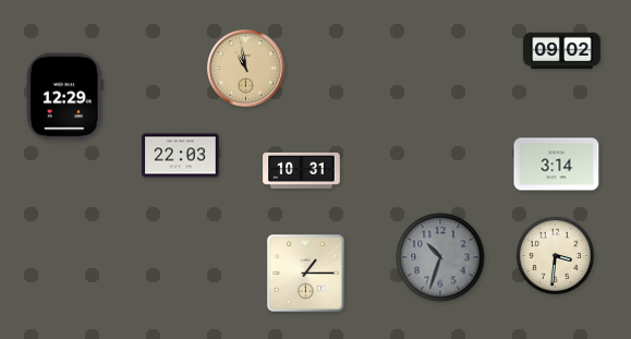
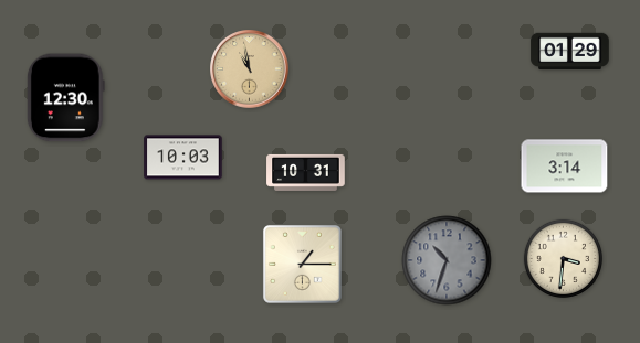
clock at (562, 51): 09:02 -> 01:29
clock at (64, 97): 12:29 -> 12:30
clock at (181, 156): 22:03 -> 10:03
clock at (305, 273) position: (305, 273) -> (302, 264)
